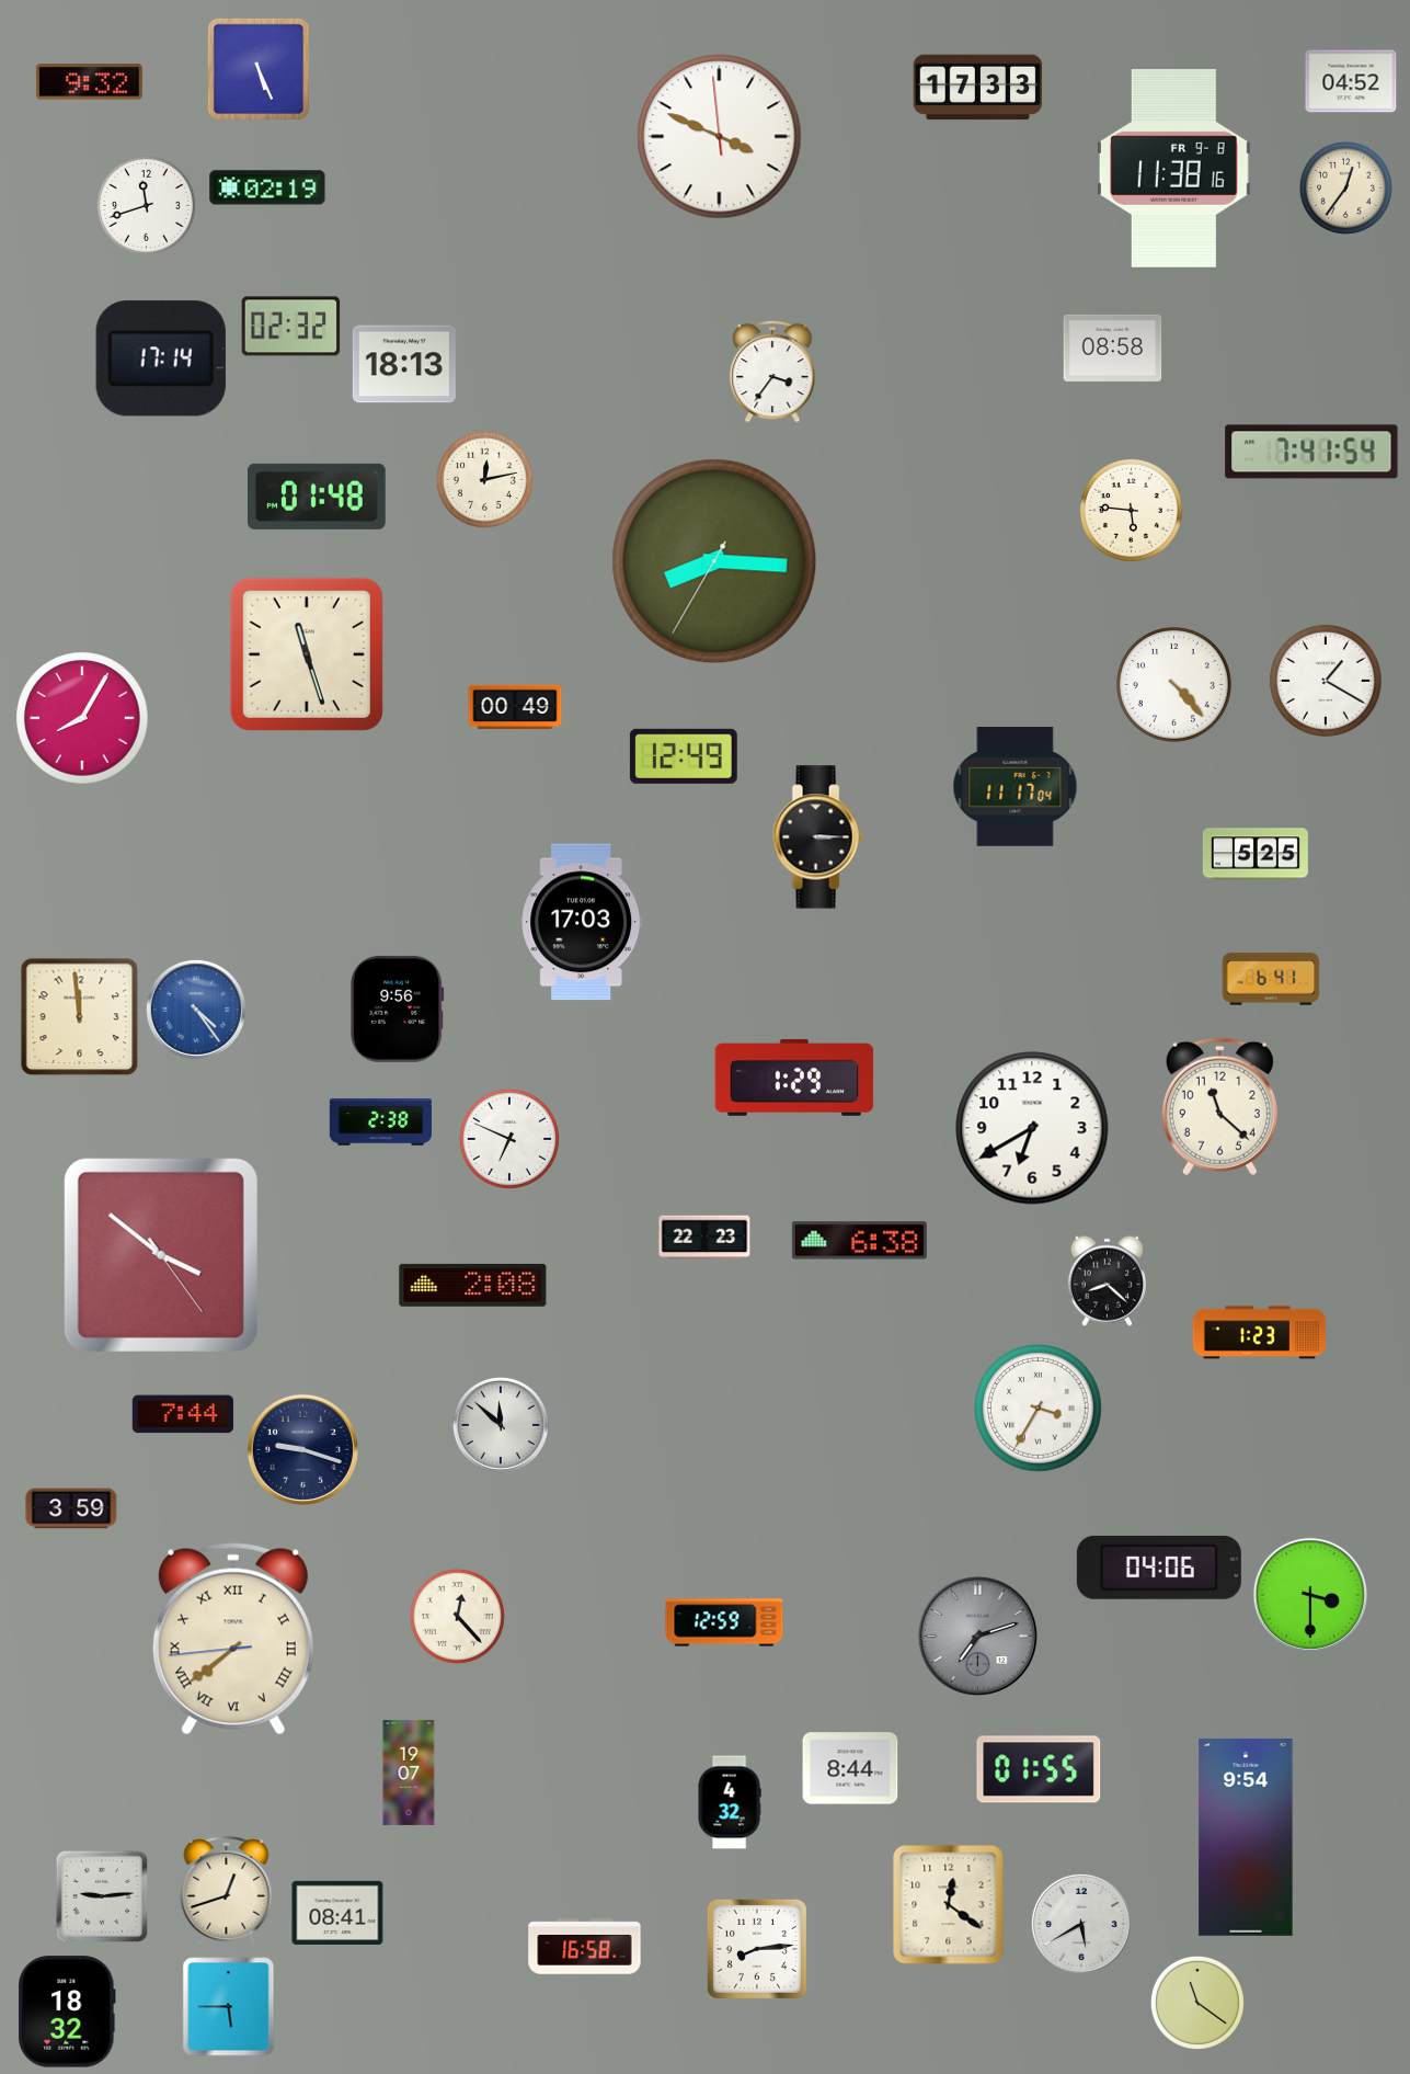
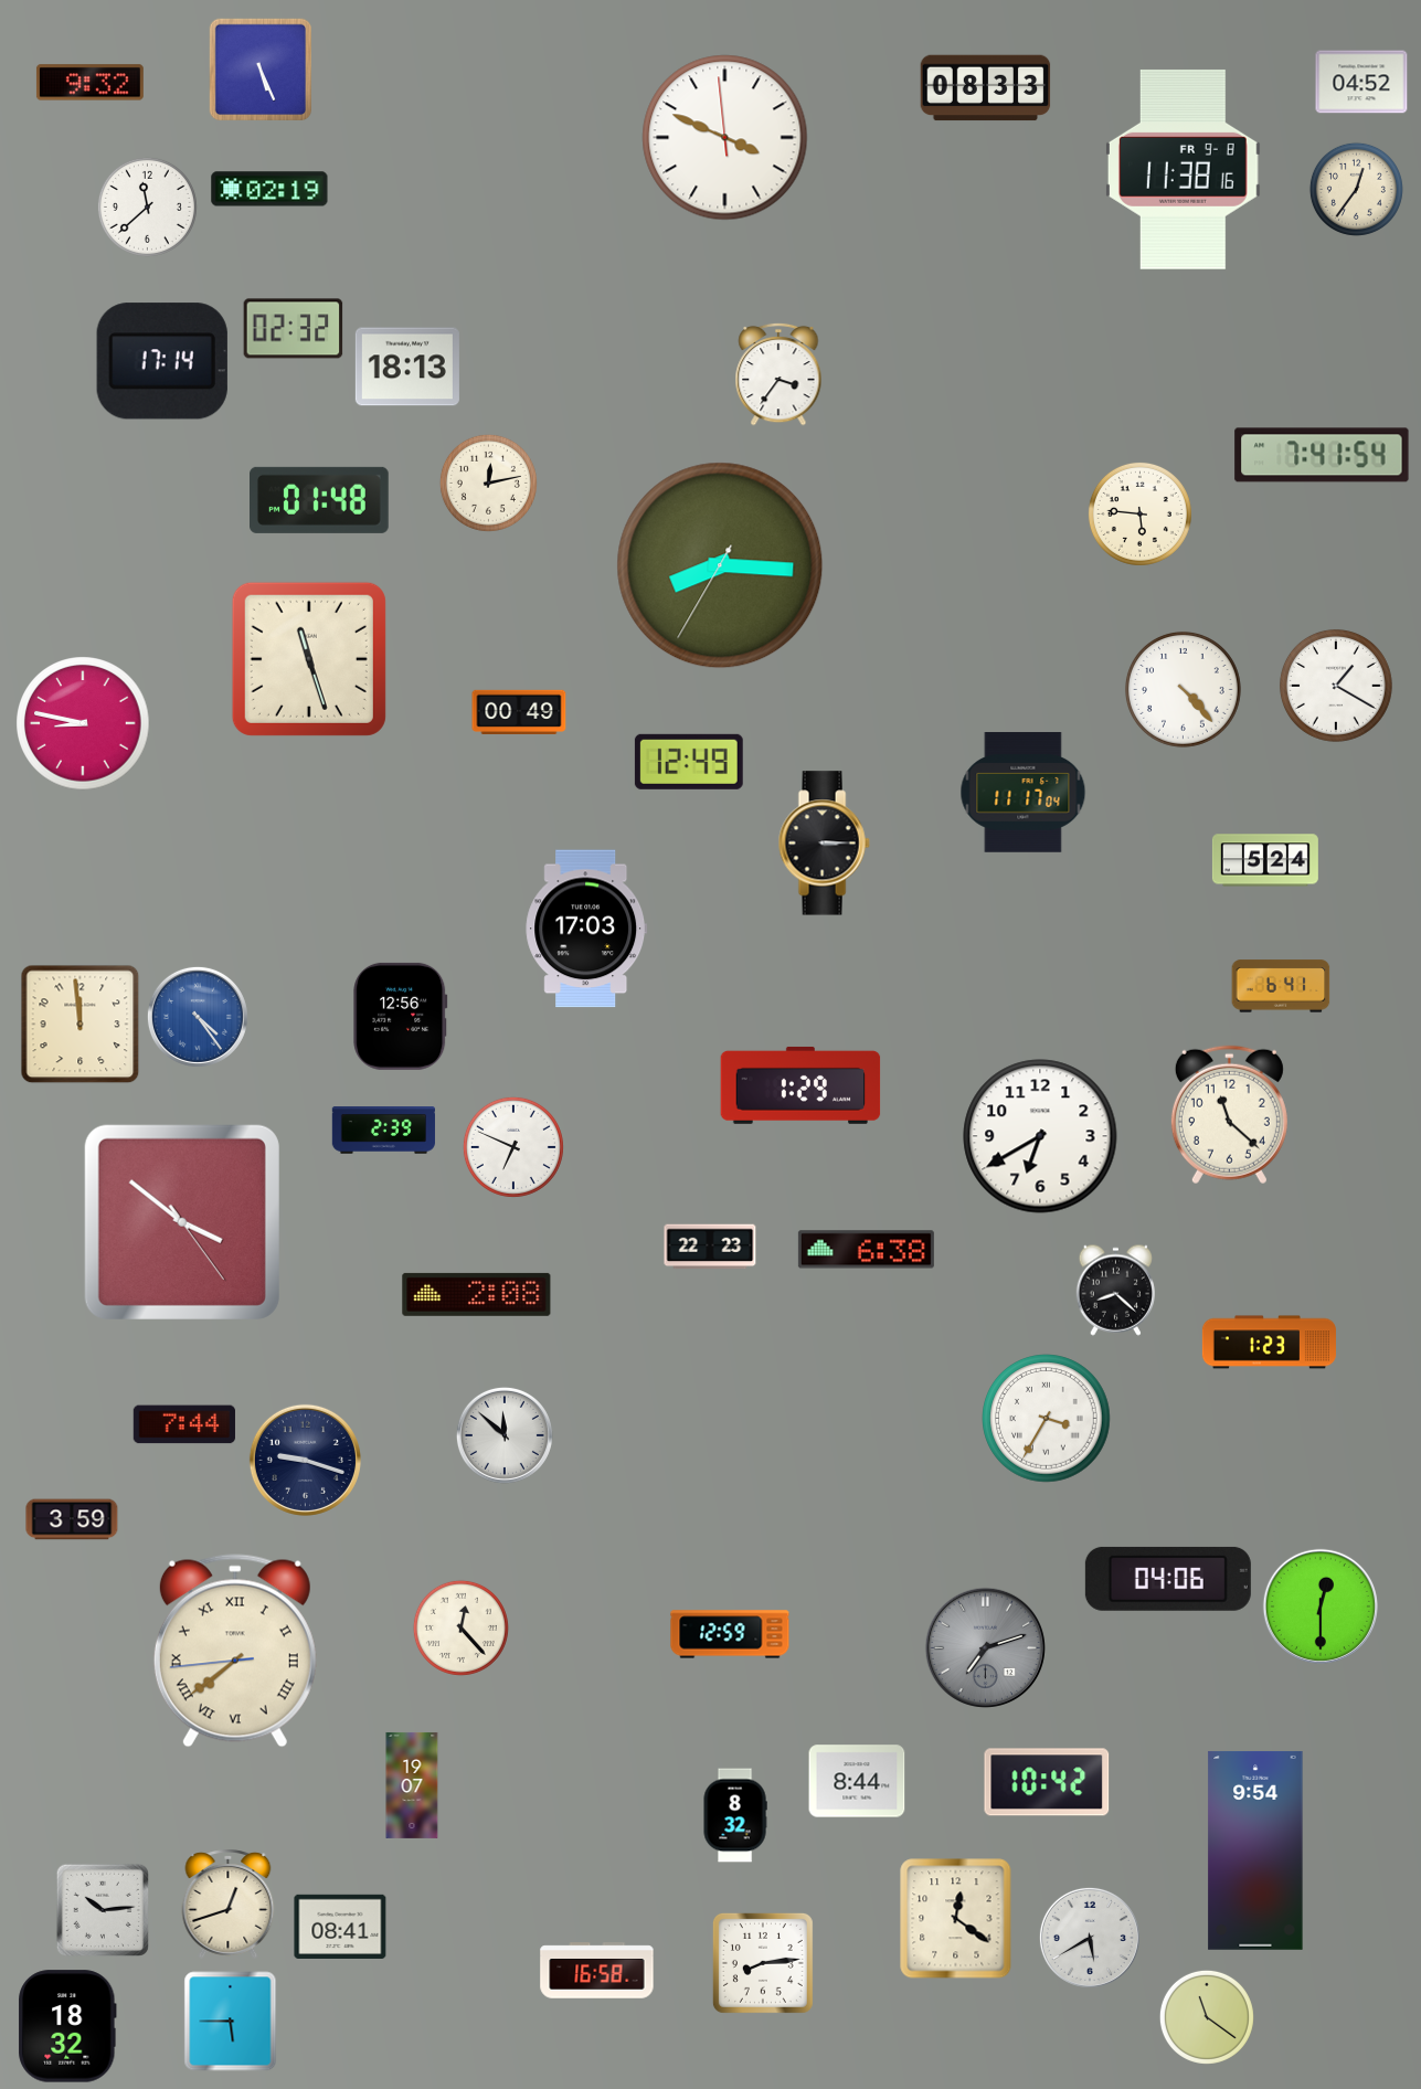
clock at (978, 88): 17:33 -> 08:33
clock at (146, 205): 11:42 -> 11:38
clock at (1113, 347): 08:58 -> none
clock at (82, 718): 8:05 -> 8:47
clock at (1256, 854): 5:25 -> 5:24
clock at (398, 1008): 9:56 -> 12:56
clock at (380, 1123): 2:38 -> 2:39
clock at (161, 1255) position: (161, 1255) -> (182, 1222)
clock at (1310, 1595): 3:30 -> 12:30
clock at (1039, 1769): 01:55 -> 10:42
clock at (730, 1802): 4:32 -> 8:32
clock at (101, 1895): 9:14 -> 10:14
clock at (585, 1947) position: (585, 1947) -> (597, 1971)
